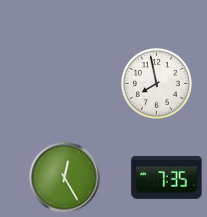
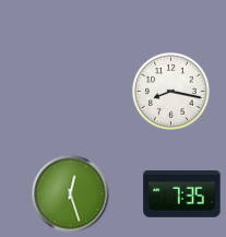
clock at (156, 83): 7:58 -> 8:17
clock at (65, 178): 12:25 -> 12:27
